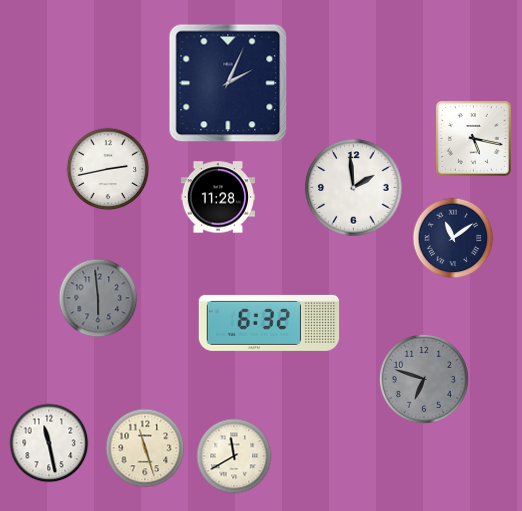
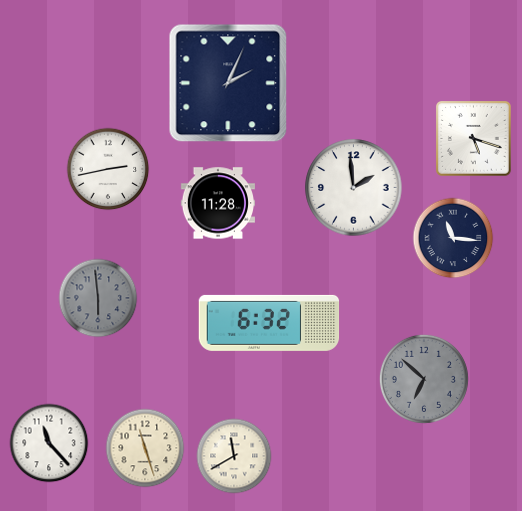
clock at (474, 139): 5:17 -> 5:18
clock at (217, 197) position: (217, 197) -> (217, 203)
clock at (453, 238): 11:09 -> 11:16
clock at (424, 379): 6:48 -> 6:52
clock at (49, 443): 11:28 -> 11:23
